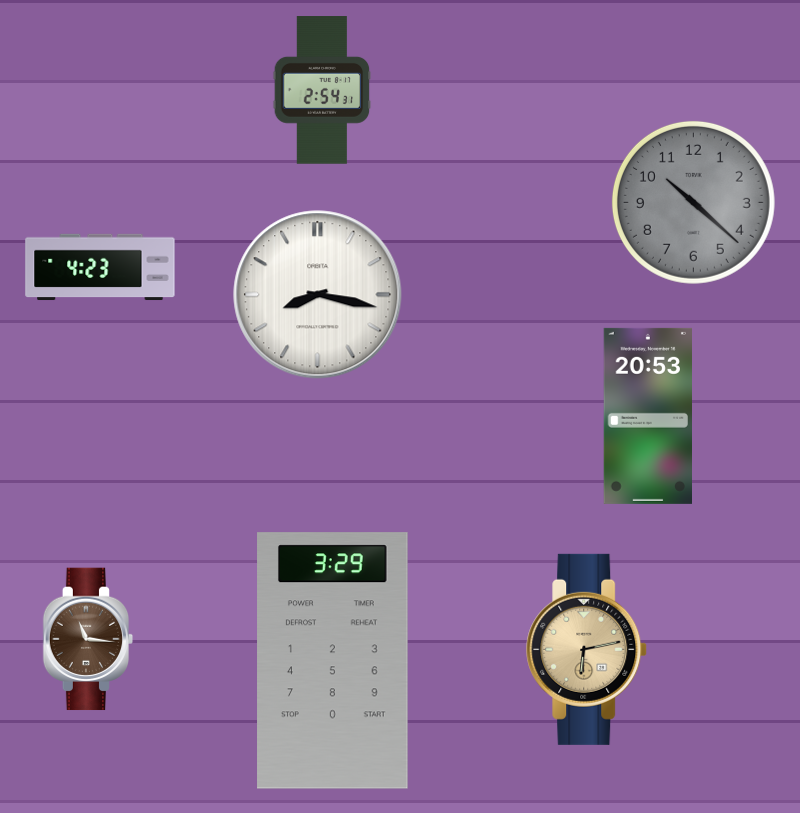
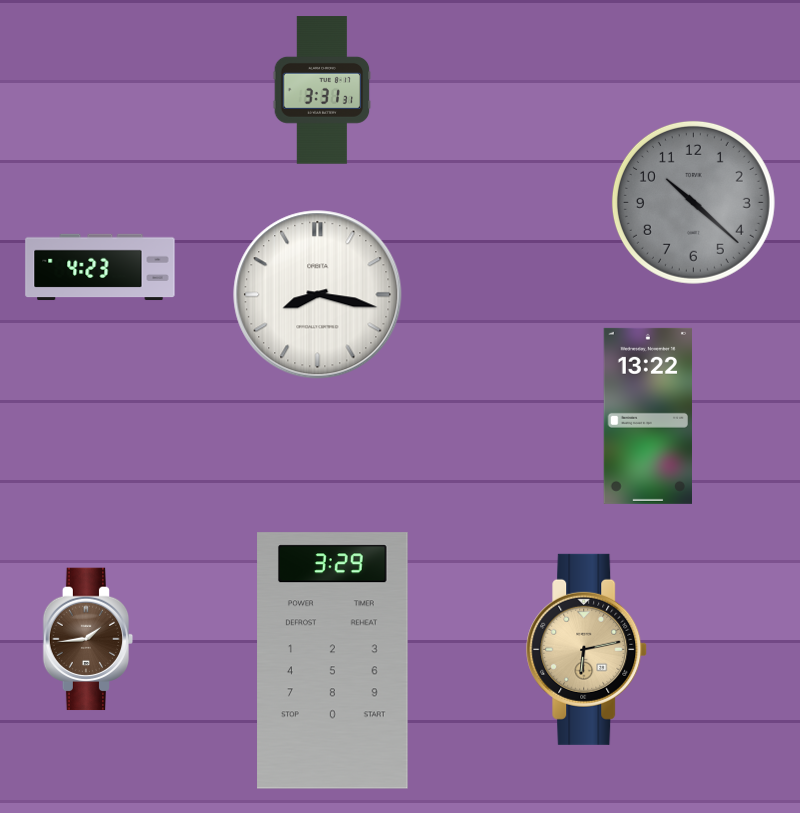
clock at (322, 90): 2:54 -> 3:31
clock at (647, 416): 20:53 -> 13:22
clock at (88, 639): 11:16 -> 1:44
